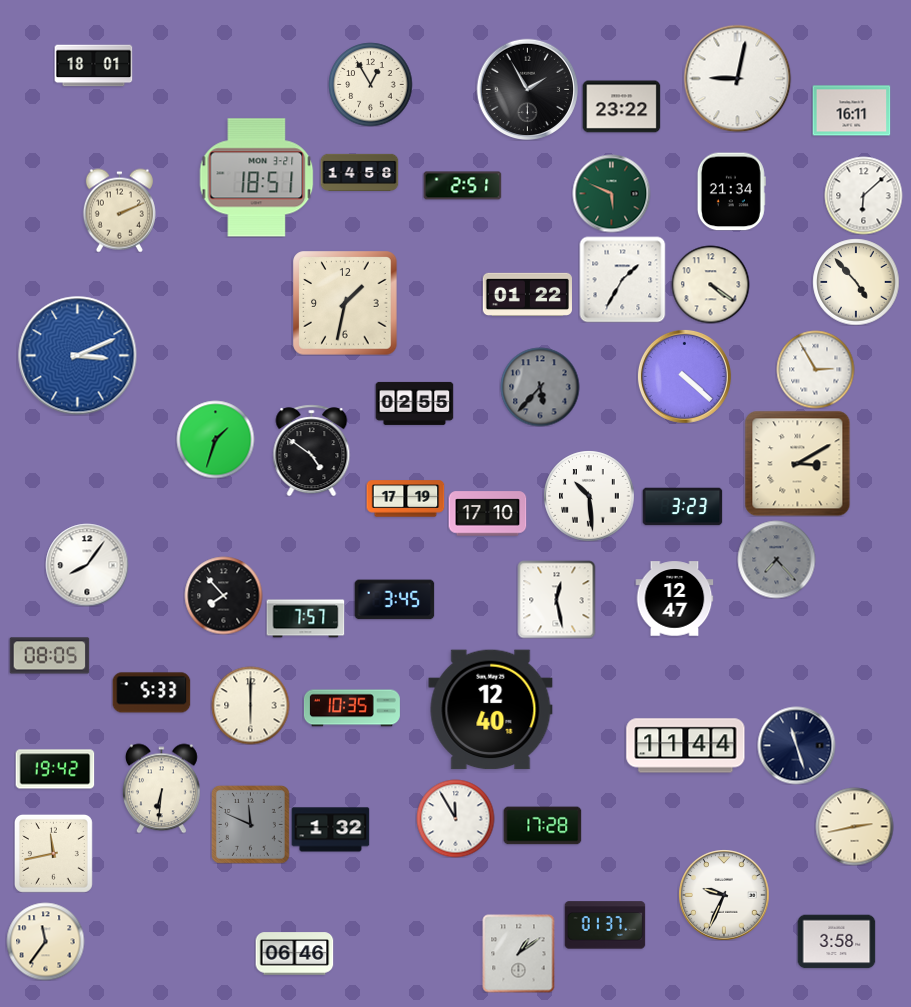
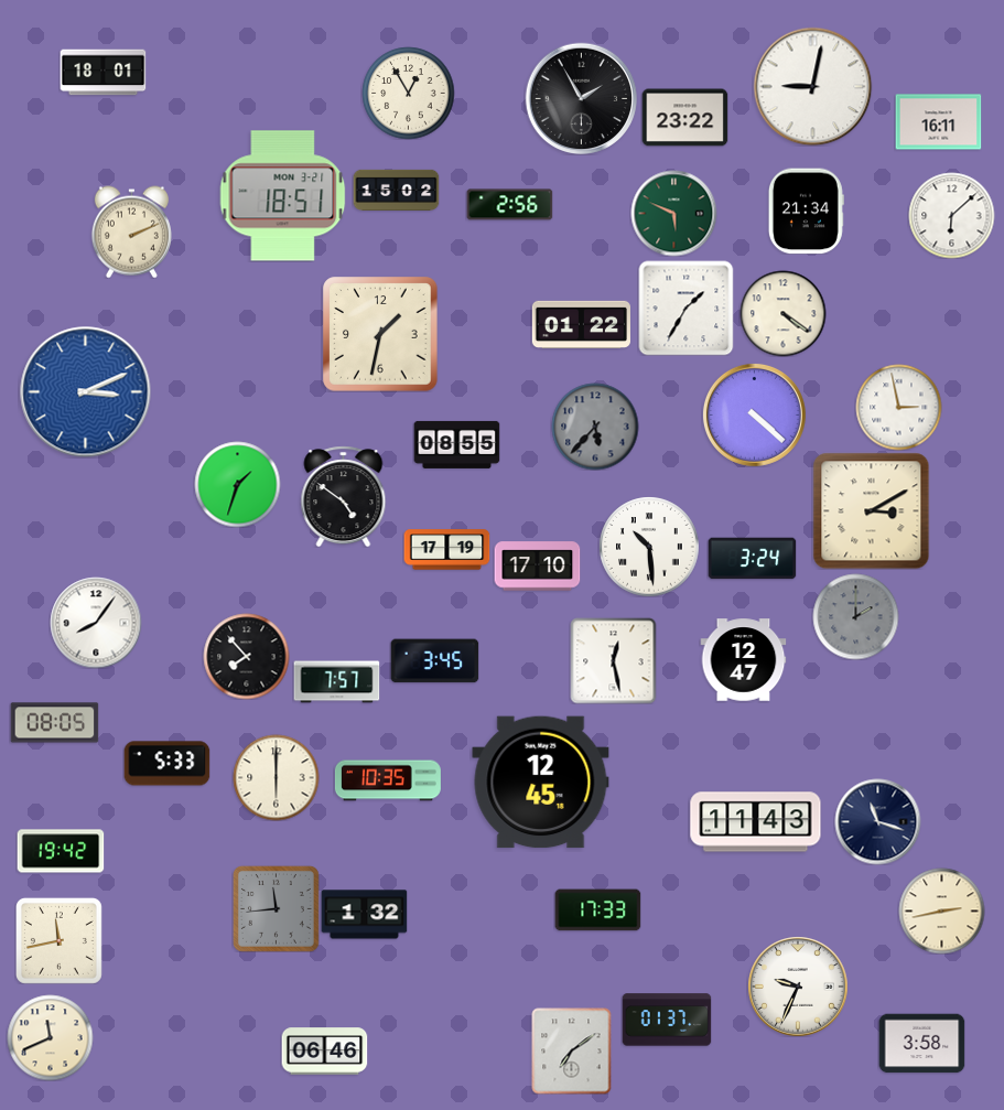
clock at (359, 172): 14:58 -> 15:02
clock at (462, 186): 2:51 -> 2:56
clock at (856, 282): 4:53 -> none
clock at (815, 369): 2:55 -> 2:58
clock at (414, 403): 02:55 -> 08:55
clock at (797, 463) position: (797, 463) -> (871, 510)
clock at (682, 507): 3:23 -> 3:24
clock at (776, 559): 7:23 -> 2:00
clock at (491, 710): 12:40 -> 12:45
clock at (796, 745): 11:27 -> 11:18
clock at (686, 746): 11:44 -> 11:43
clock at (55, 769) position: (55, 769) -> (61, 851)
clock at (161, 788): 6:31 -> none
clock at (455, 818): 11:55 -> none
clock at (250, 824): 11:49 -> 11:44
clock at (542, 826): 17:28 -> 17:33
clock at (45, 941): 11:36 -> 11:41
clock at (836, 942) position: (836, 942) -> (921, 1044)
clock at (519, 953): 1:09 -> 7:09
